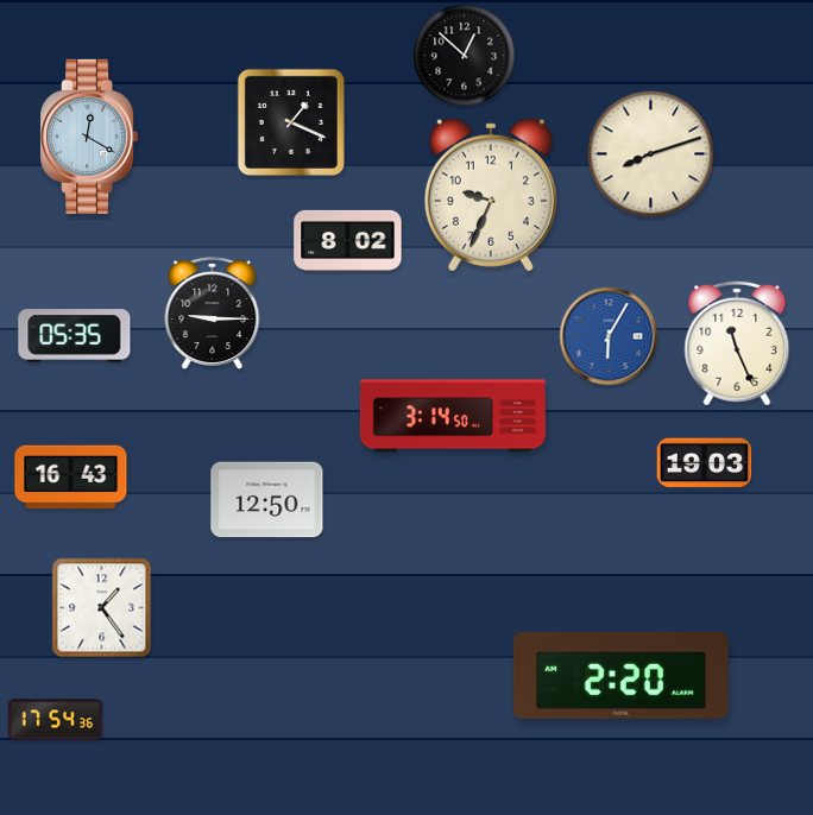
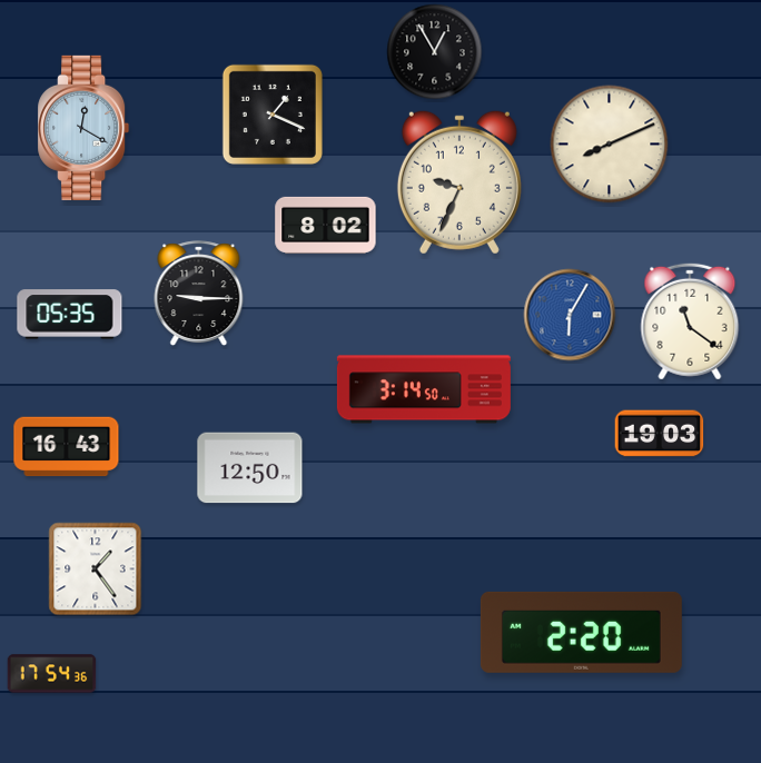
clock at (465, 56): 12:52 -> 12:55
clock at (651, 154): 8:12 -> 8:11
clock at (737, 343): 11:26 -> 11:21
